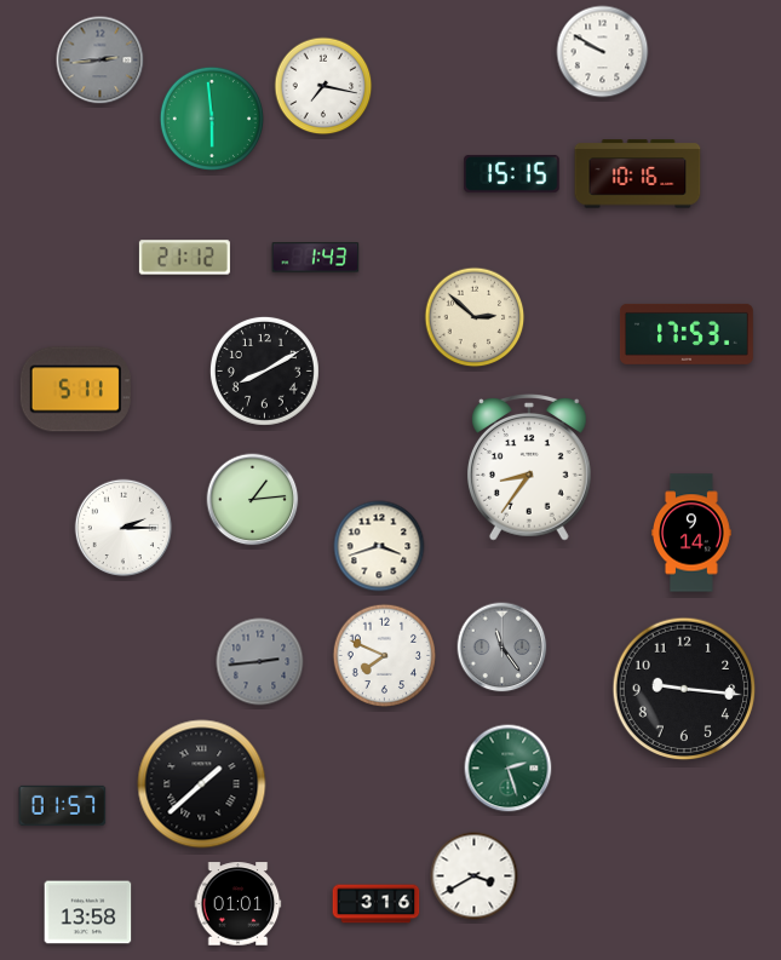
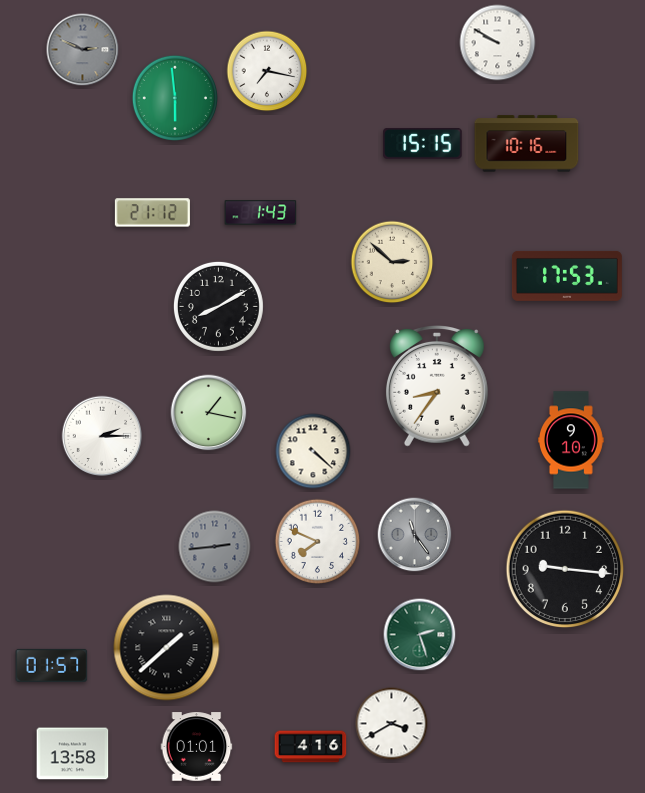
clock at (101, 61): 2:44 -> 2:49
clock at (75, 390): 5:11 -> none
clock at (253, 500): 1:14 -> 1:17
clock at (693, 533): 9:14 -> 9:10
clock at (379, 546): 3:42 -> 4:22
clock at (377, 904): 3:16 -> 4:16
